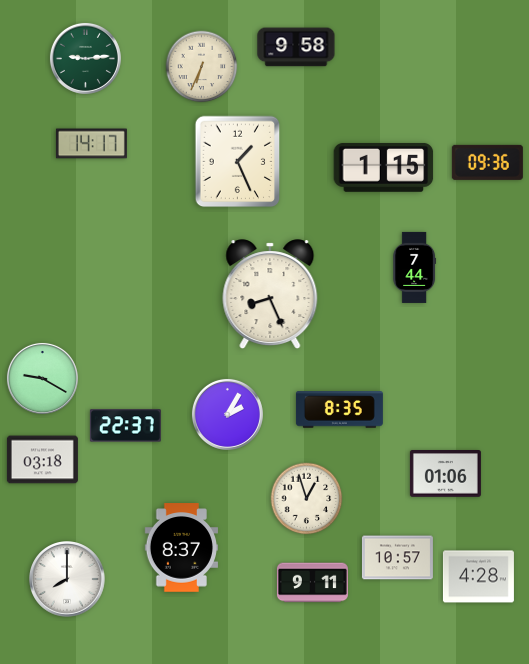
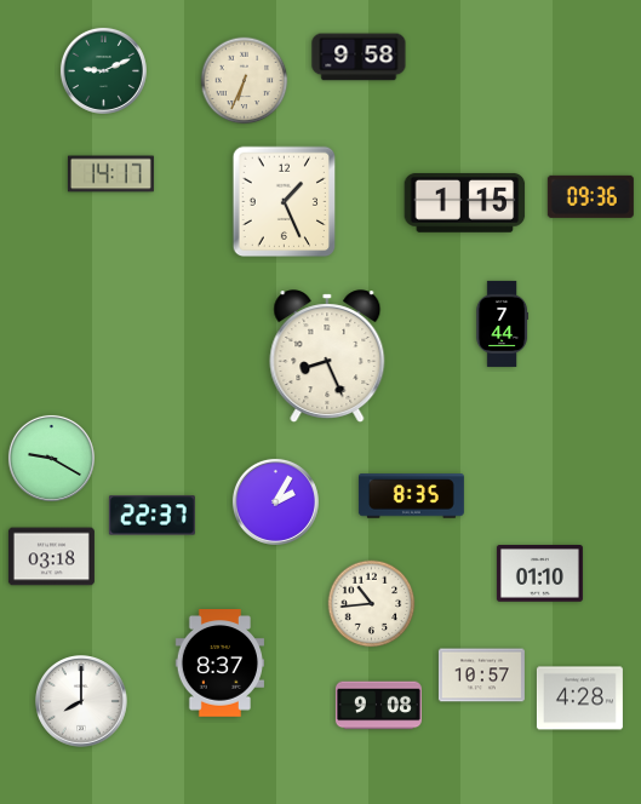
clock at (85, 58): 9:14 -> 9:11
clock at (238, 162) position: (238, 162) -> (285, 202)
clock at (445, 474): 01:06 -> 01:10
clock at (307, 499): 12:57 -> 10:44
clock at (312, 583): 9:11 -> 9:08
